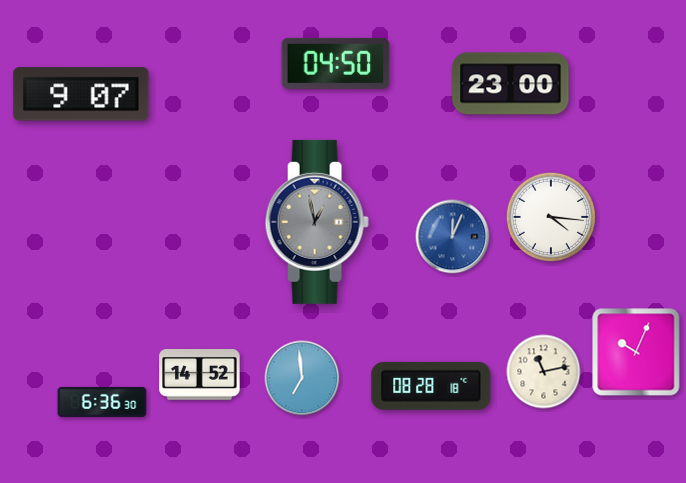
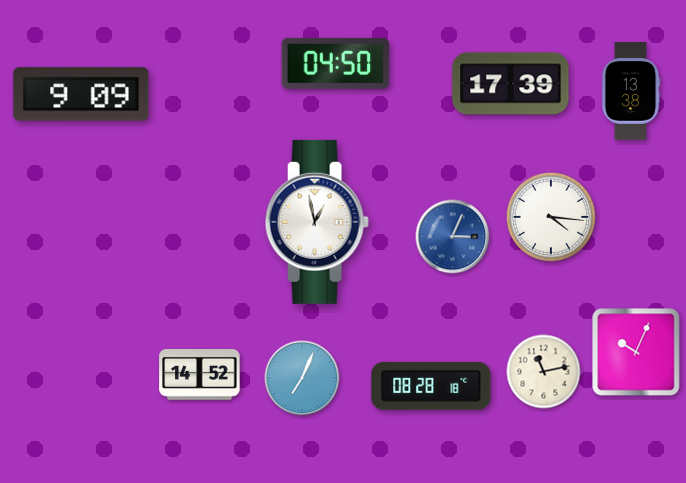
clock at (511, 84): 23:00 -> 17:39
clock at (631, 91): none -> 13:38
clock at (81, 94): 9:07 -> 9:09
clock at (317, 222) dial: grey -> white
clock at (453, 237): 12:04 -> 3:04
clock at (302, 378): 6:59 -> 7:04
clock at (102, 402): 6:36 -> none
